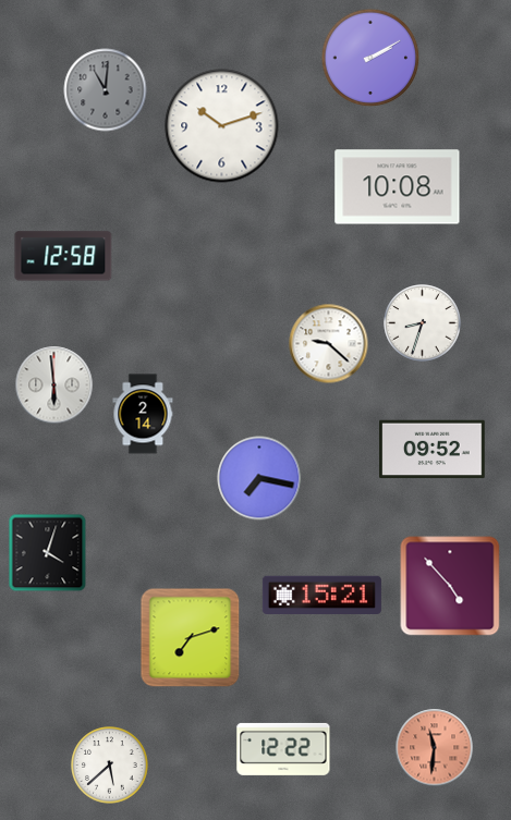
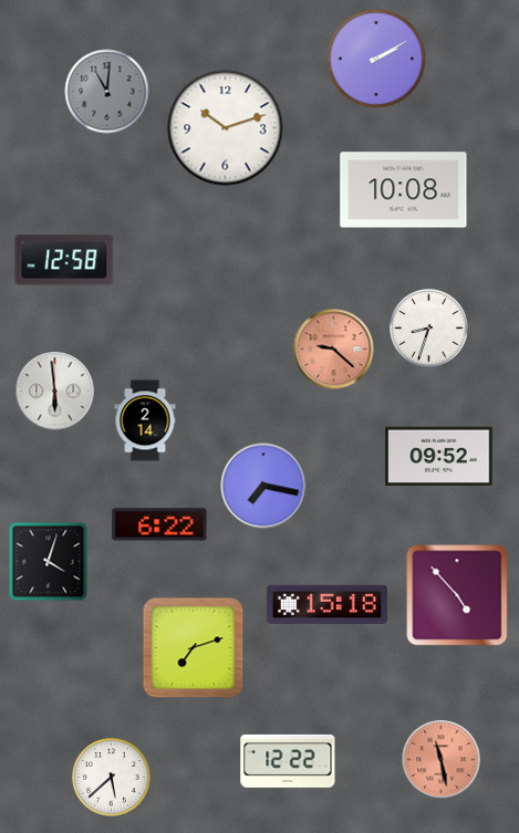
clock at (329, 344) dial: white -> salmon
clock at (159, 524): none -> 6:22
clock at (321, 595): 15:21 -> 15:18
clock at (435, 748): 11:31 -> 11:28
